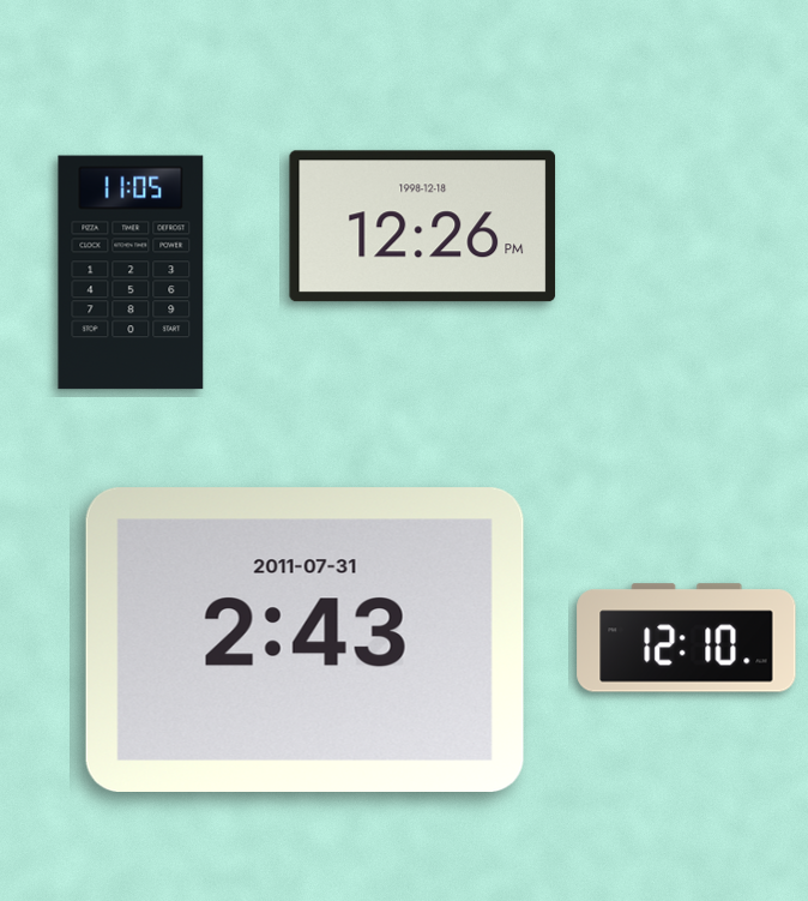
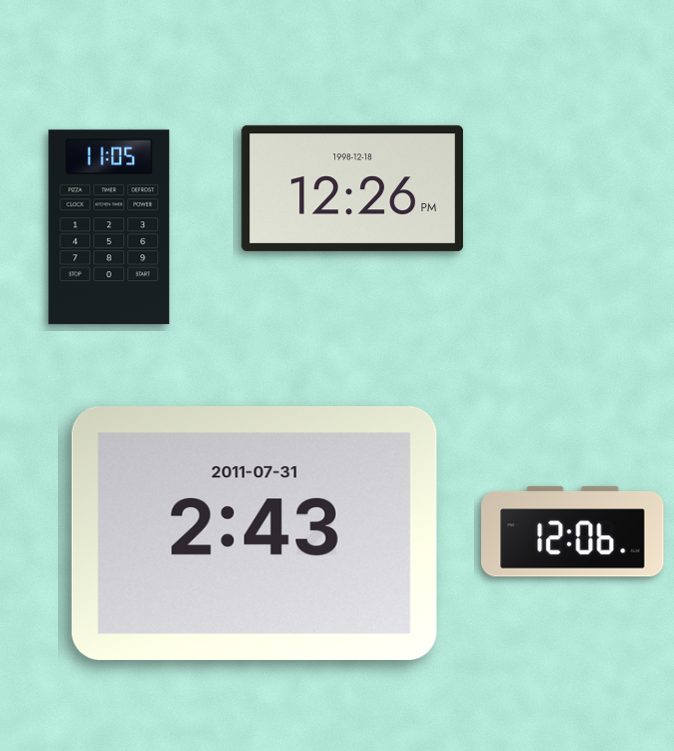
clock at (687, 638): 12:10 -> 12:06
